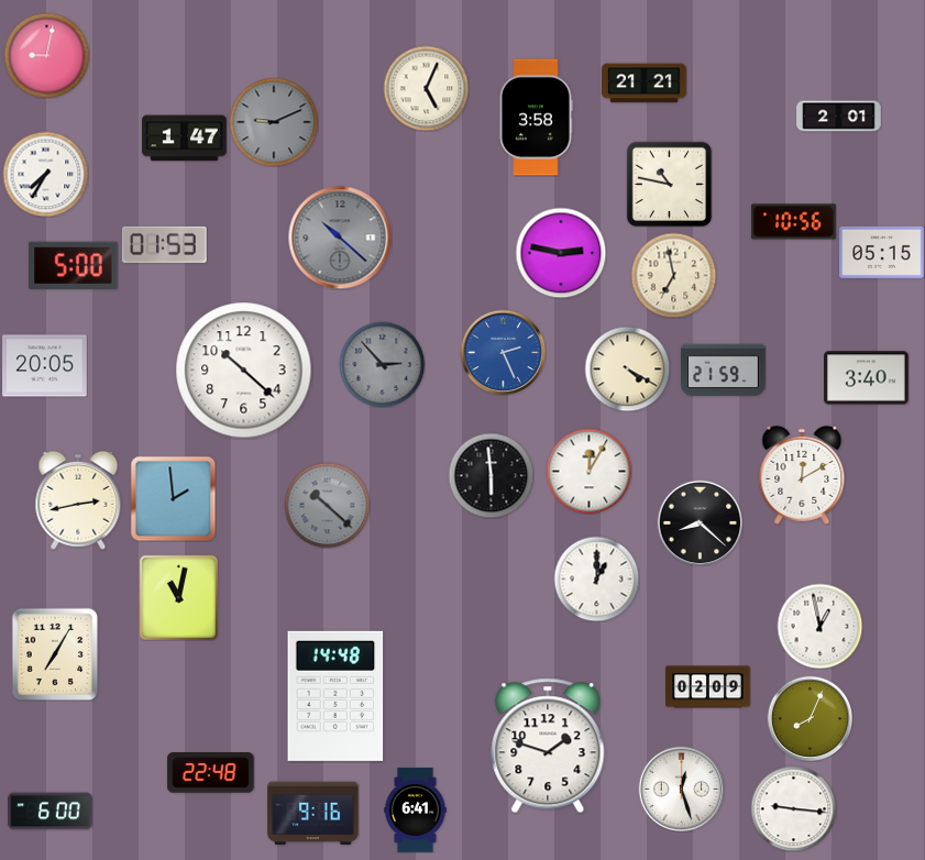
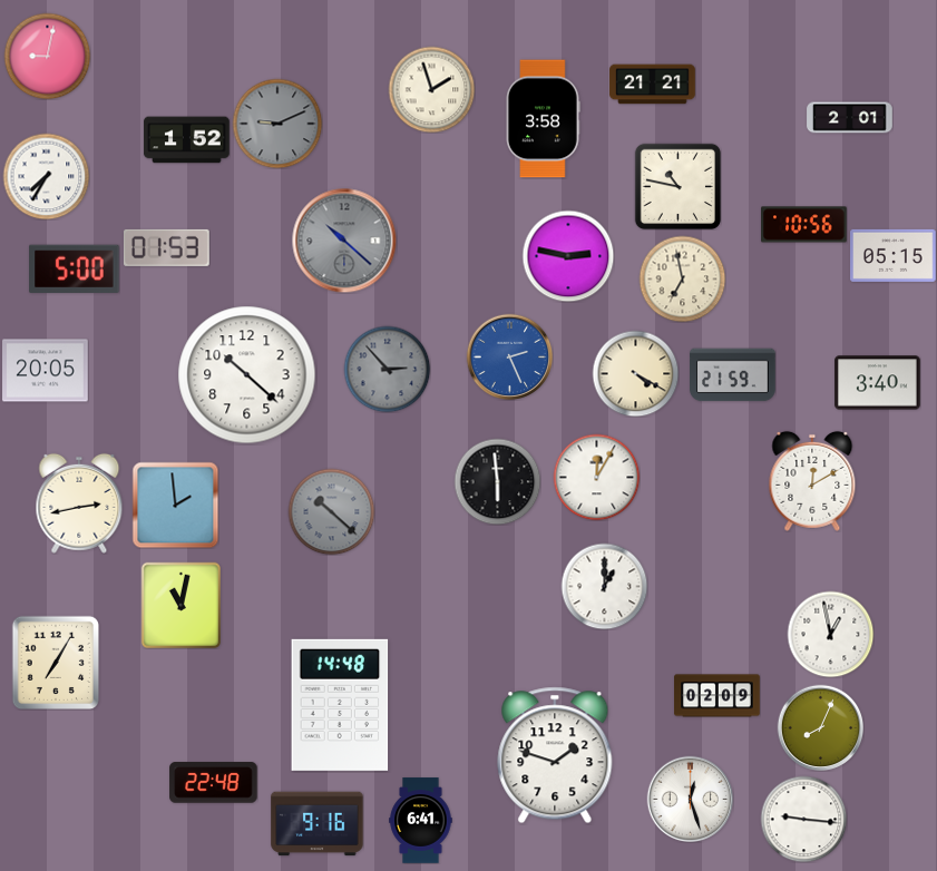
clock at (426, 88): 5:04 -> 1:57
clock at (185, 139): 1:47 -> 1:52
clock at (78, 500) position: (78, 500) -> (79, 503)
clock at (700, 522): 8:22 -> none
clock at (51, 812): 6:00 -> none
